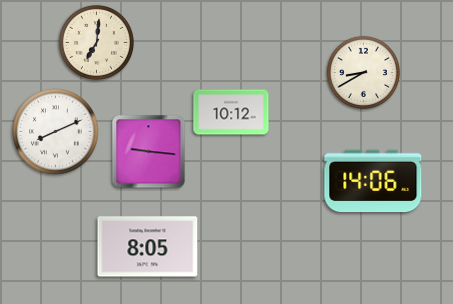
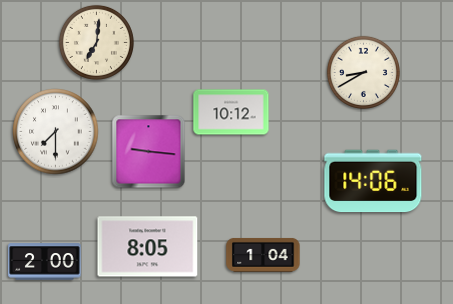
clock at (56, 132): 8:11 -> 7:30
clock at (263, 255): none -> 1:04
clock at (45, 262): none -> 2:00
